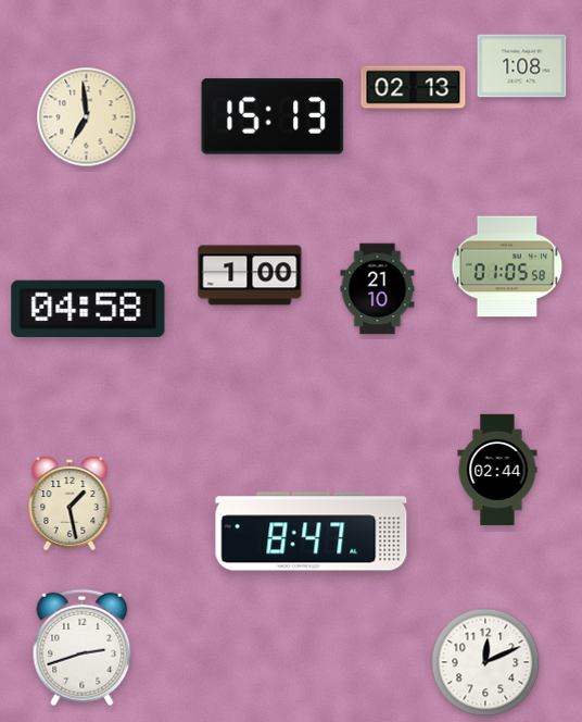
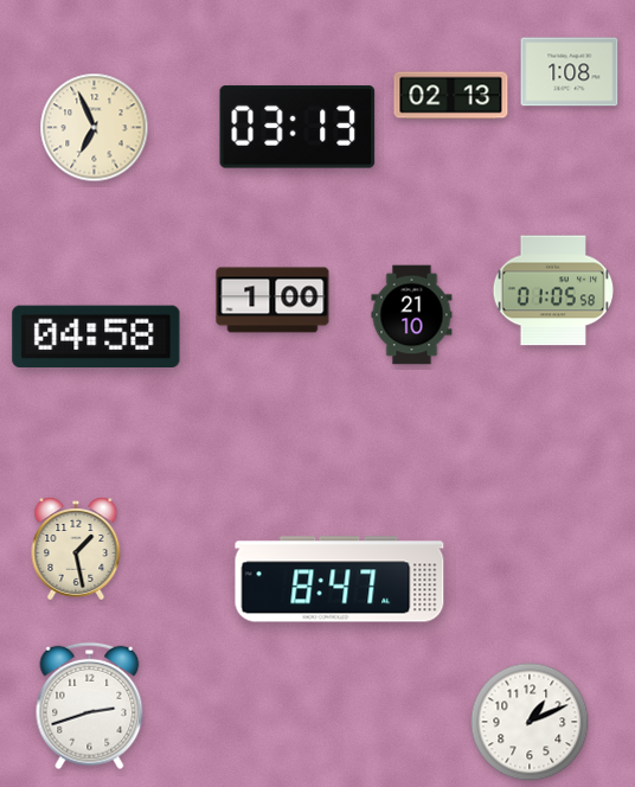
clock at (273, 116): 15:13 -> 03:13
clock at (87, 117): 6:59 -> 6:56
clock at (497, 469): 02:44 -> none
clock at (485, 662): 12:11 -> 1:11
